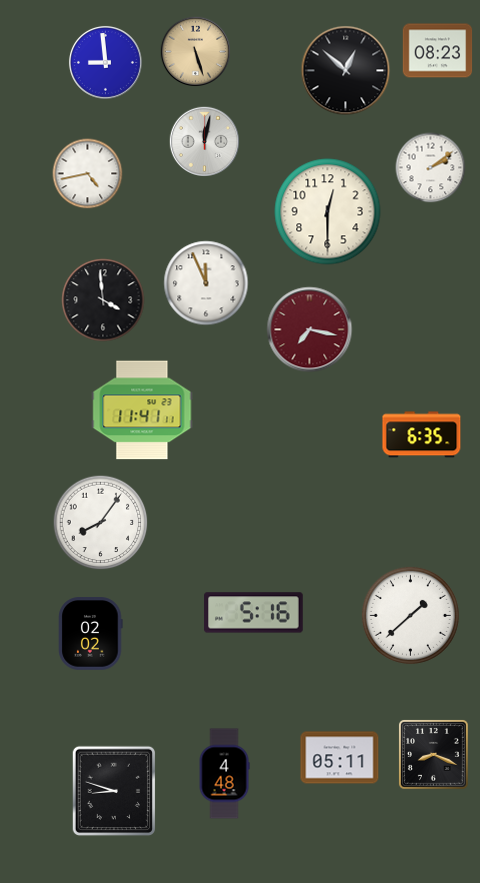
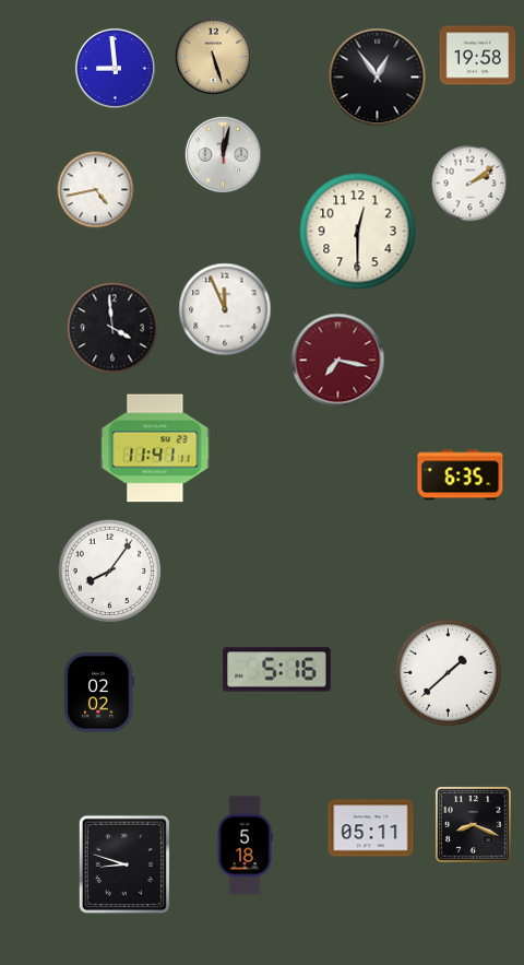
clock at (438, 51): 08:23 -> 19:58
clock at (346, 71): 12:52 -> 12:54
clock at (224, 774): 4:48 -> 5:18
